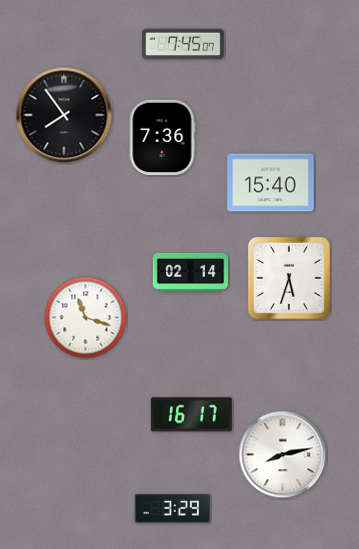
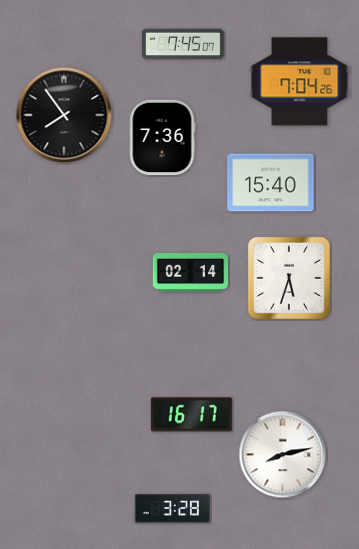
clock at (300, 82): none -> 7:04
clock at (86, 318): 11:18 -> none
clock at (173, 508): 3:29 -> 3:28
